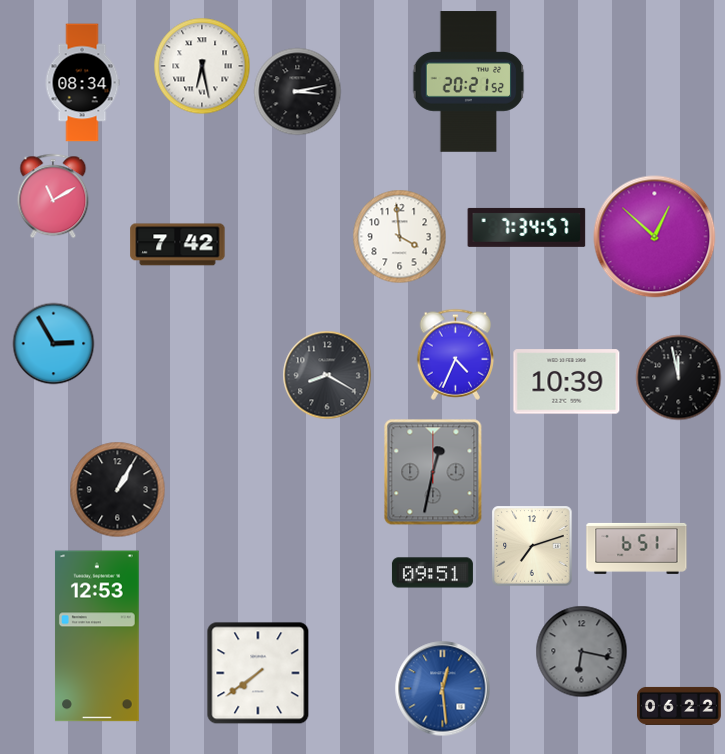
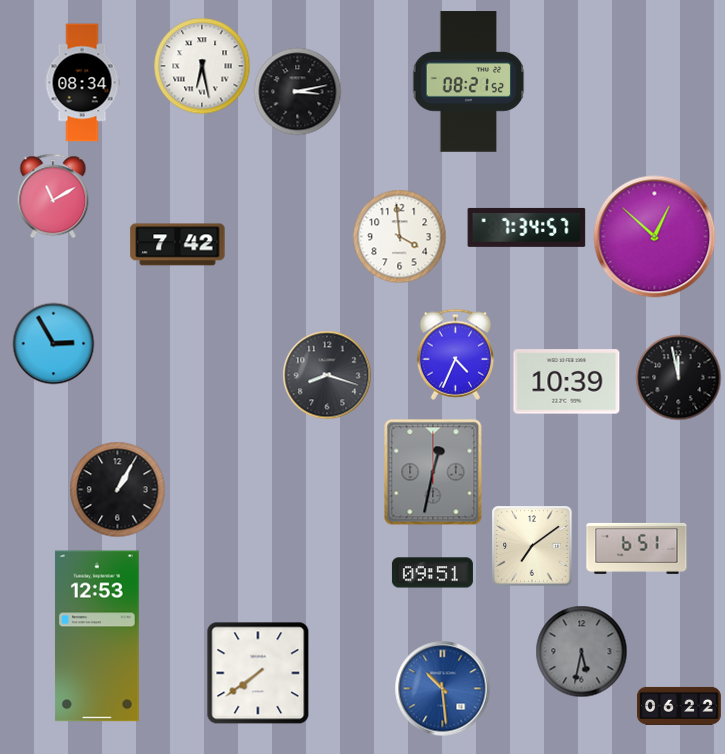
clock at (469, 82): 20:21 -> 08:21
clock at (327, 375): 8:20 -> 8:18
clock at (532, 546): 7:12 -> 7:09
clock at (581, 651): 6:17 -> 5:32
clock at (442, 688): 12:29 -> 10:29
